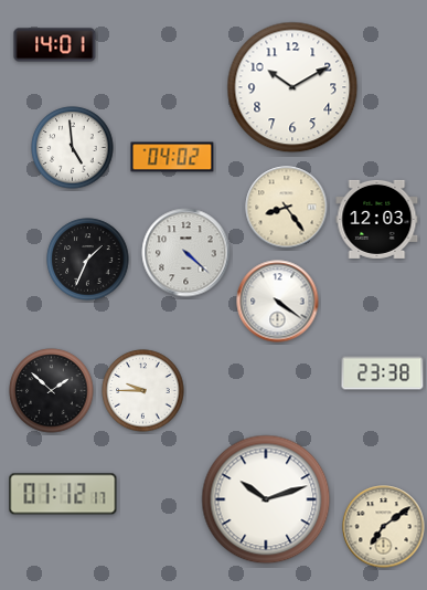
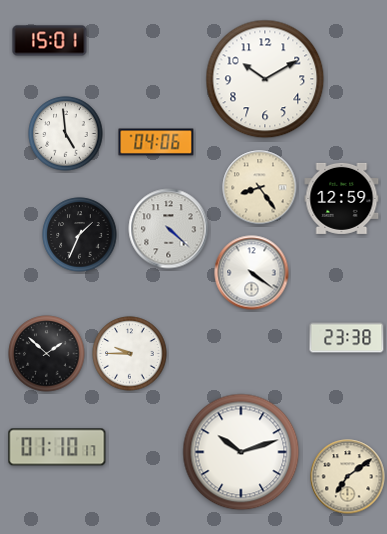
clock at (55, 45): 14:01 -> 15:01
clock at (172, 157): 04:02 -> 04:06
clock at (377, 219): 12:03 -> 12:59
clock at (63, 494): 01:12 -> 01:10
